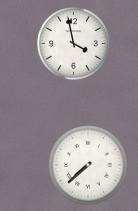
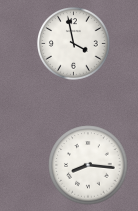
clock at (88, 165): 7:38 -> 8:16
